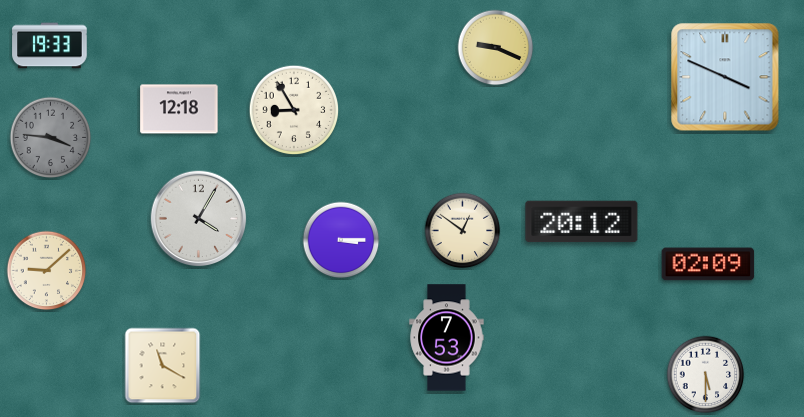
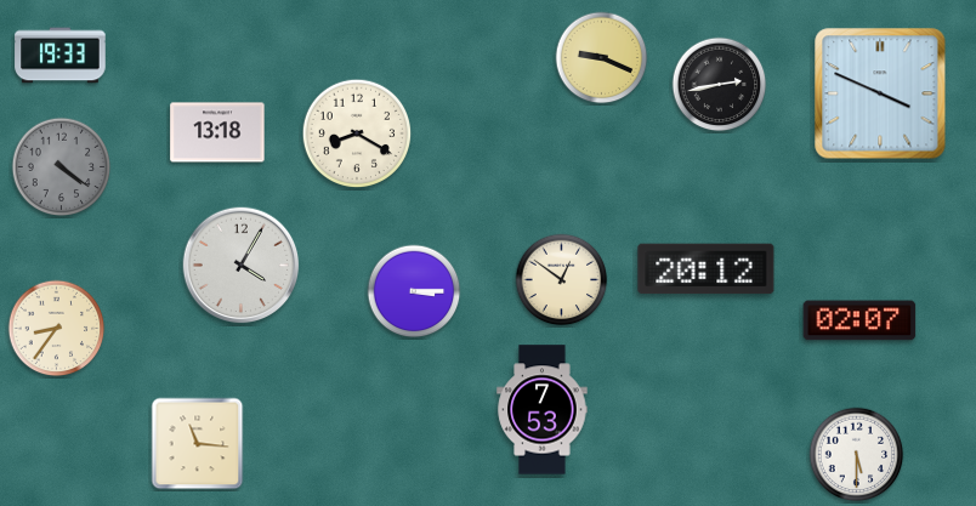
clock at (720, 85): none -> 2:43
clock at (179, 109): 12:18 -> 13:18
clock at (294, 110): 8:55 -> 8:20
clock at (51, 138): 3:46 -> 4:21
clock at (708, 264): 02:09 -> 02:07
clock at (47, 271): 9:08 -> 8:36
clock at (163, 366): 11:20 -> 11:16
